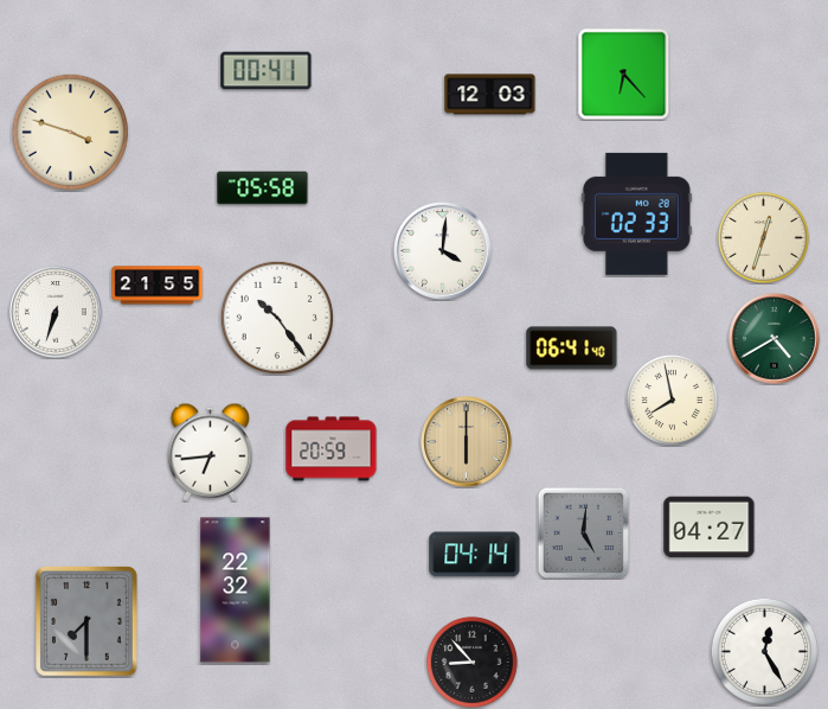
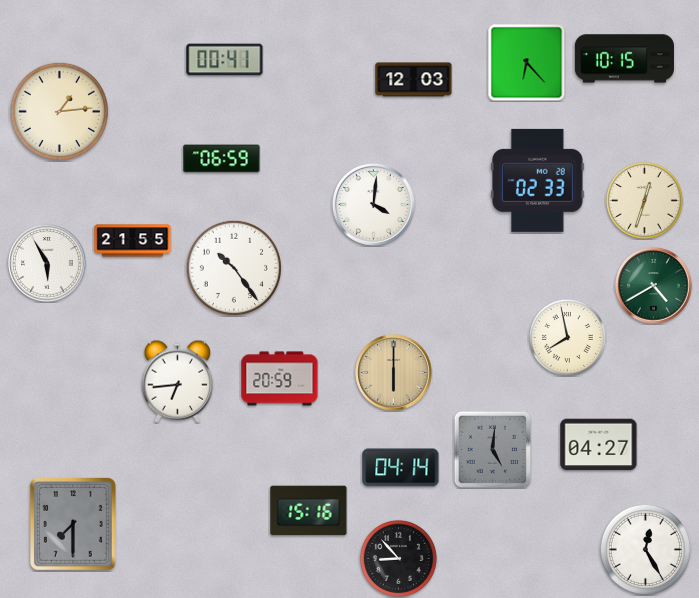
clock at (624, 59): none -> 10:15
clock at (71, 133): 3:48 -> 1:14
clock at (263, 189): 05:58 -> 06:59
clock at (442, 250) position: (442, 250) -> (373, 204)
clock at (56, 312): 6:33 -> 5:55
clock at (572, 349): 06:41 -> none
clock at (236, 590): 22:32 -> none
clock at (309, 511): none -> 15:16
